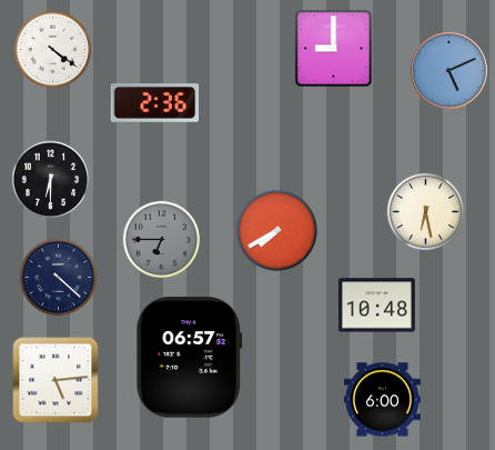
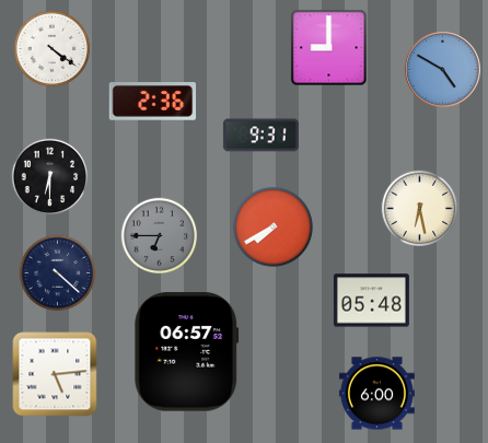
clock at (449, 71): 5:11 -> 4:50
clock at (260, 136): none -> 9:31
clock at (376, 306): 10:48 -> 05:48
